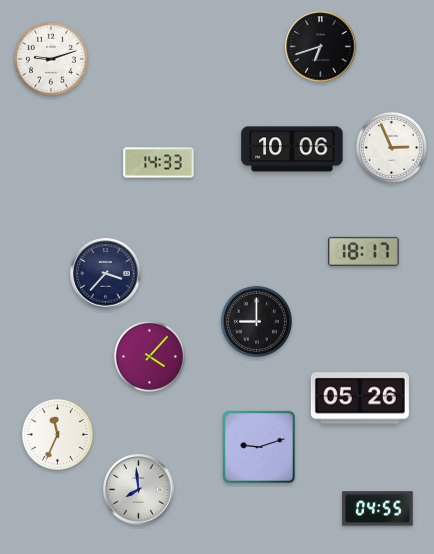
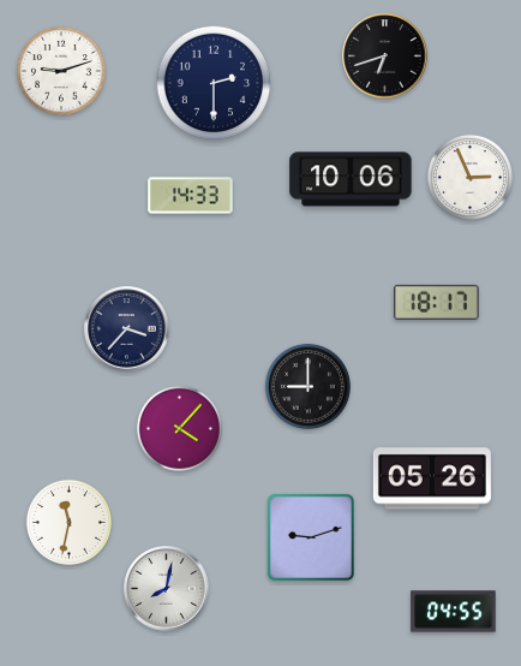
clock at (214, 83): none -> 2:30
clock at (57, 434): 11:34 -> 11:32
clock at (139, 490): 7:59 -> 8:02
